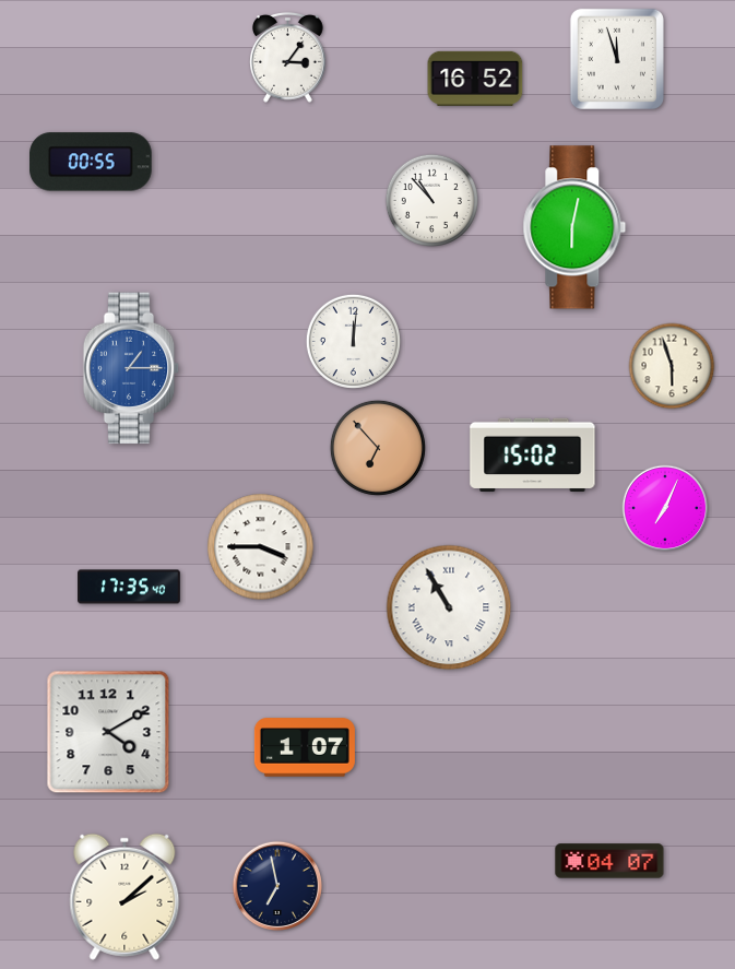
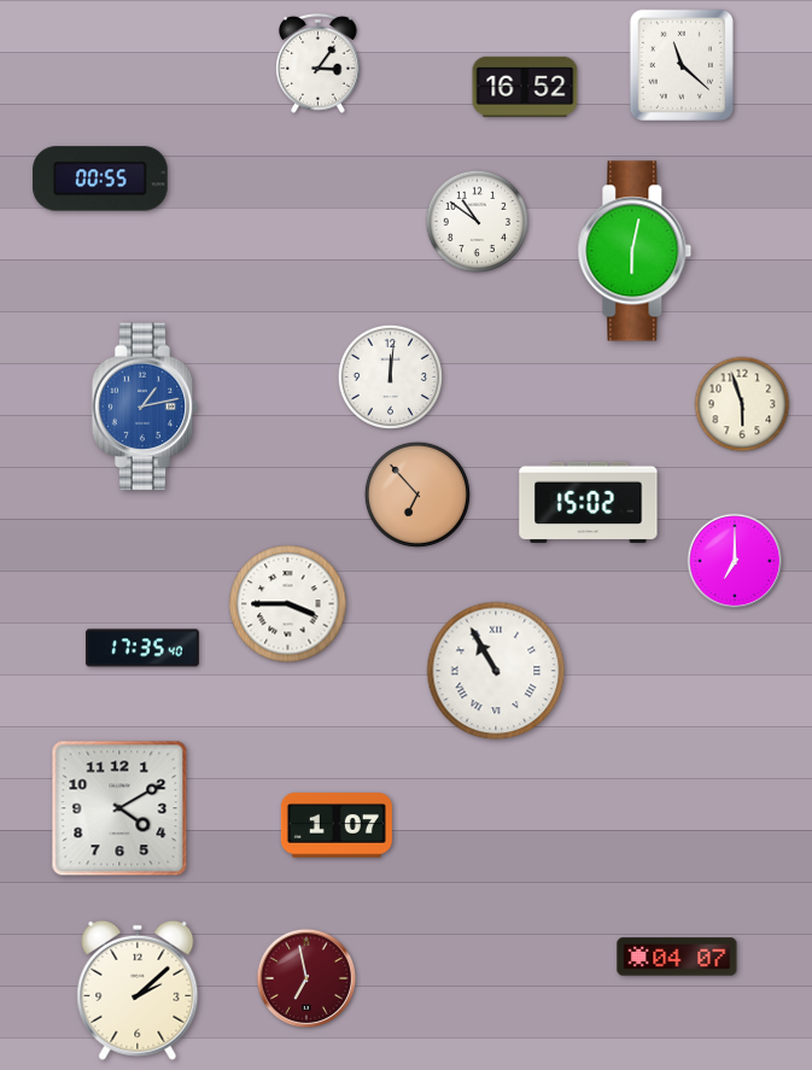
clock at (617, 59): 11:57 -> 11:22
clock at (431, 200): 10:53 -> 10:51
clock at (131, 368): 1:15 -> 1:13
clock at (665, 508): 7:04 -> 7:00
clock at (609, 861) position: (609, 861) -> (677, 957)
clock at (276, 885) dial: navy -> burgundy
